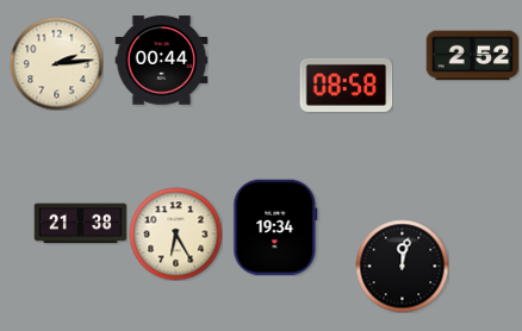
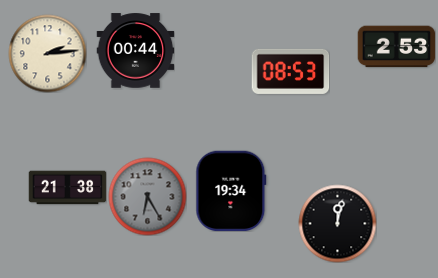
clock at (472, 56): 2:52 -> 2:53
clock at (346, 85): 08:58 -> 08:53
clock at (175, 233) dial: cream -> grey
